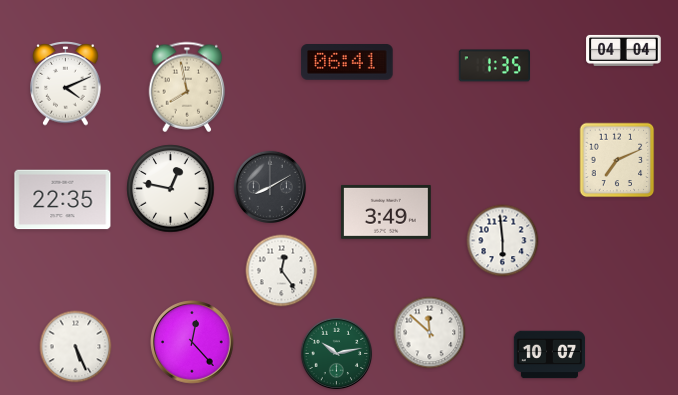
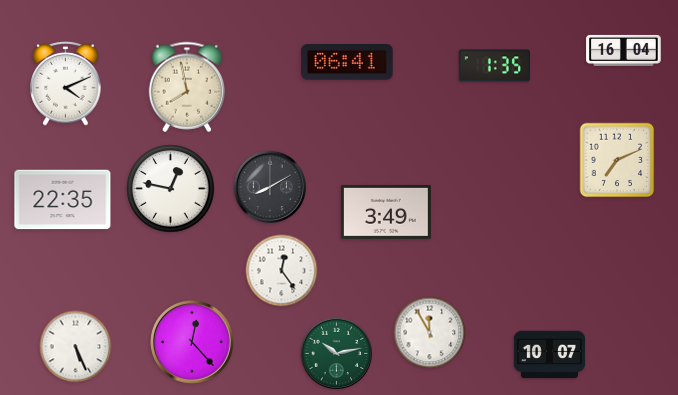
clock at (624, 50): 04:04 -> 16:04
clock at (503, 241): 5:59 -> none
clock at (430, 333): 11:52 -> 11:55
